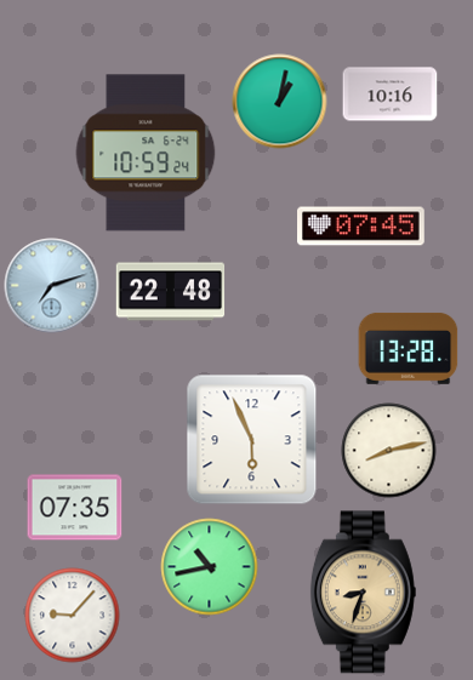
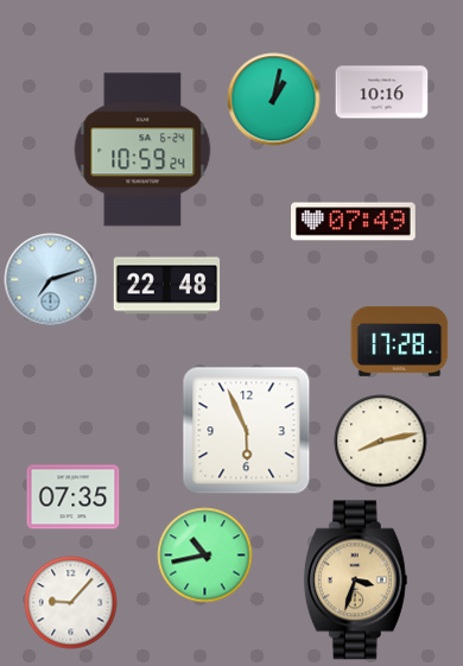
clock at (361, 227): 07:45 -> 07:49
clock at (408, 348): 13:28 -> 17:28
clock at (363, 593): 8:33 -> 3:33
